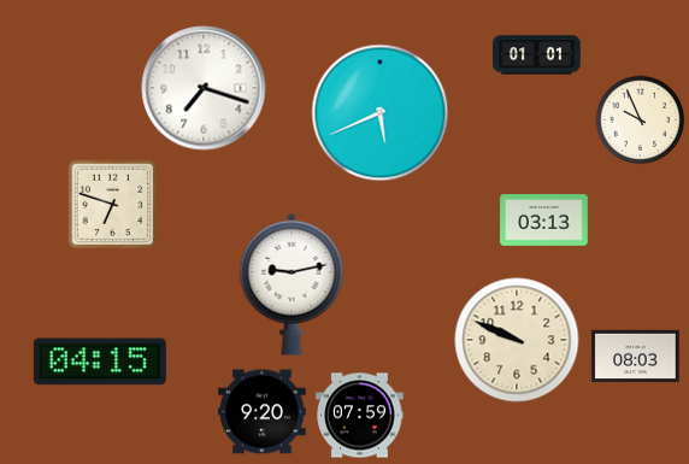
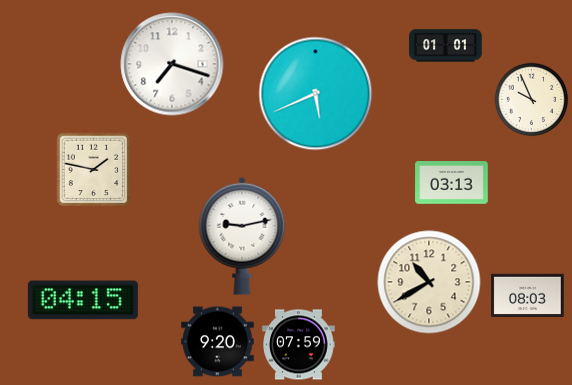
clock at (204, 88) position: (204, 88) -> (172, 64)
clock at (113, 205): 6:48 -> 1:47
clock at (517, 340): 9:49 -> 10:40
